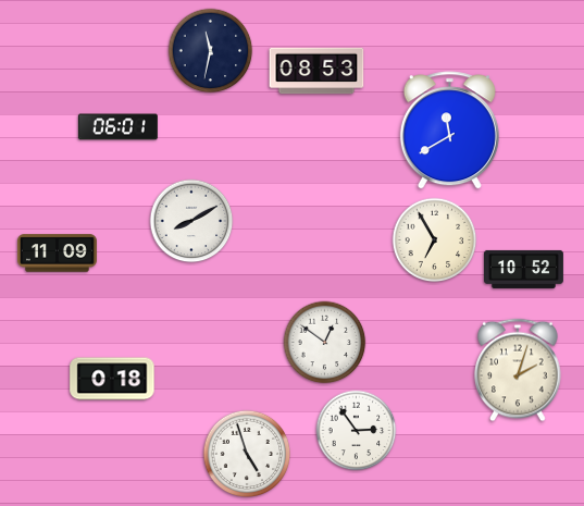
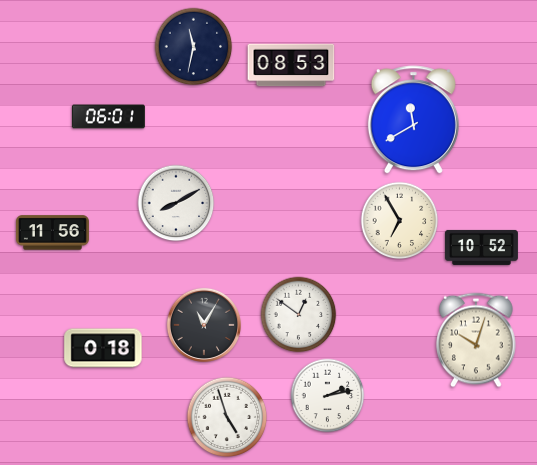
clock at (57, 254): 11:09 -> 11:56
clock at (204, 325): none -> 11:05
clock at (518, 370): 2:03 -> 10:03
clock at (357, 431): 2:54 -> 2:13
